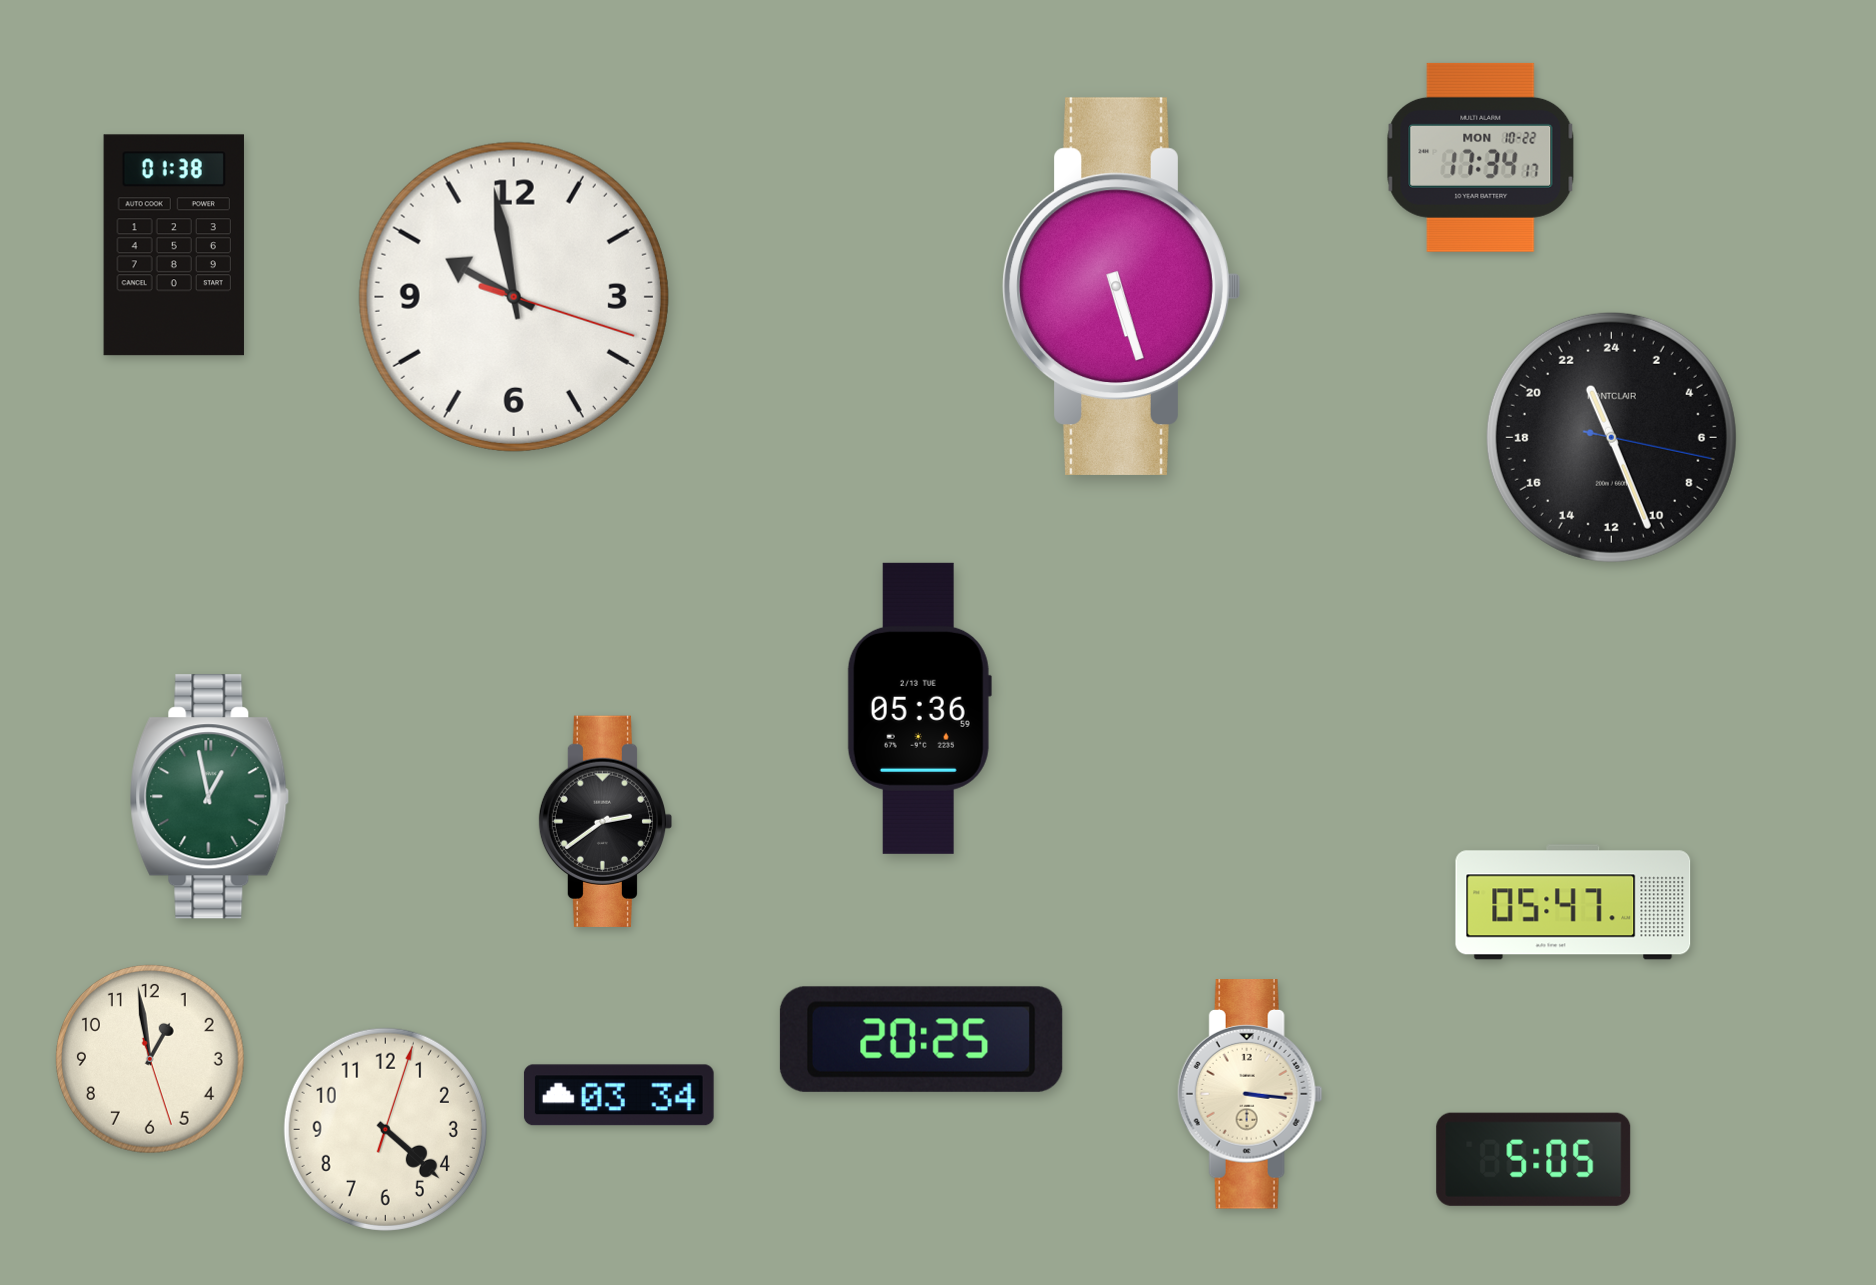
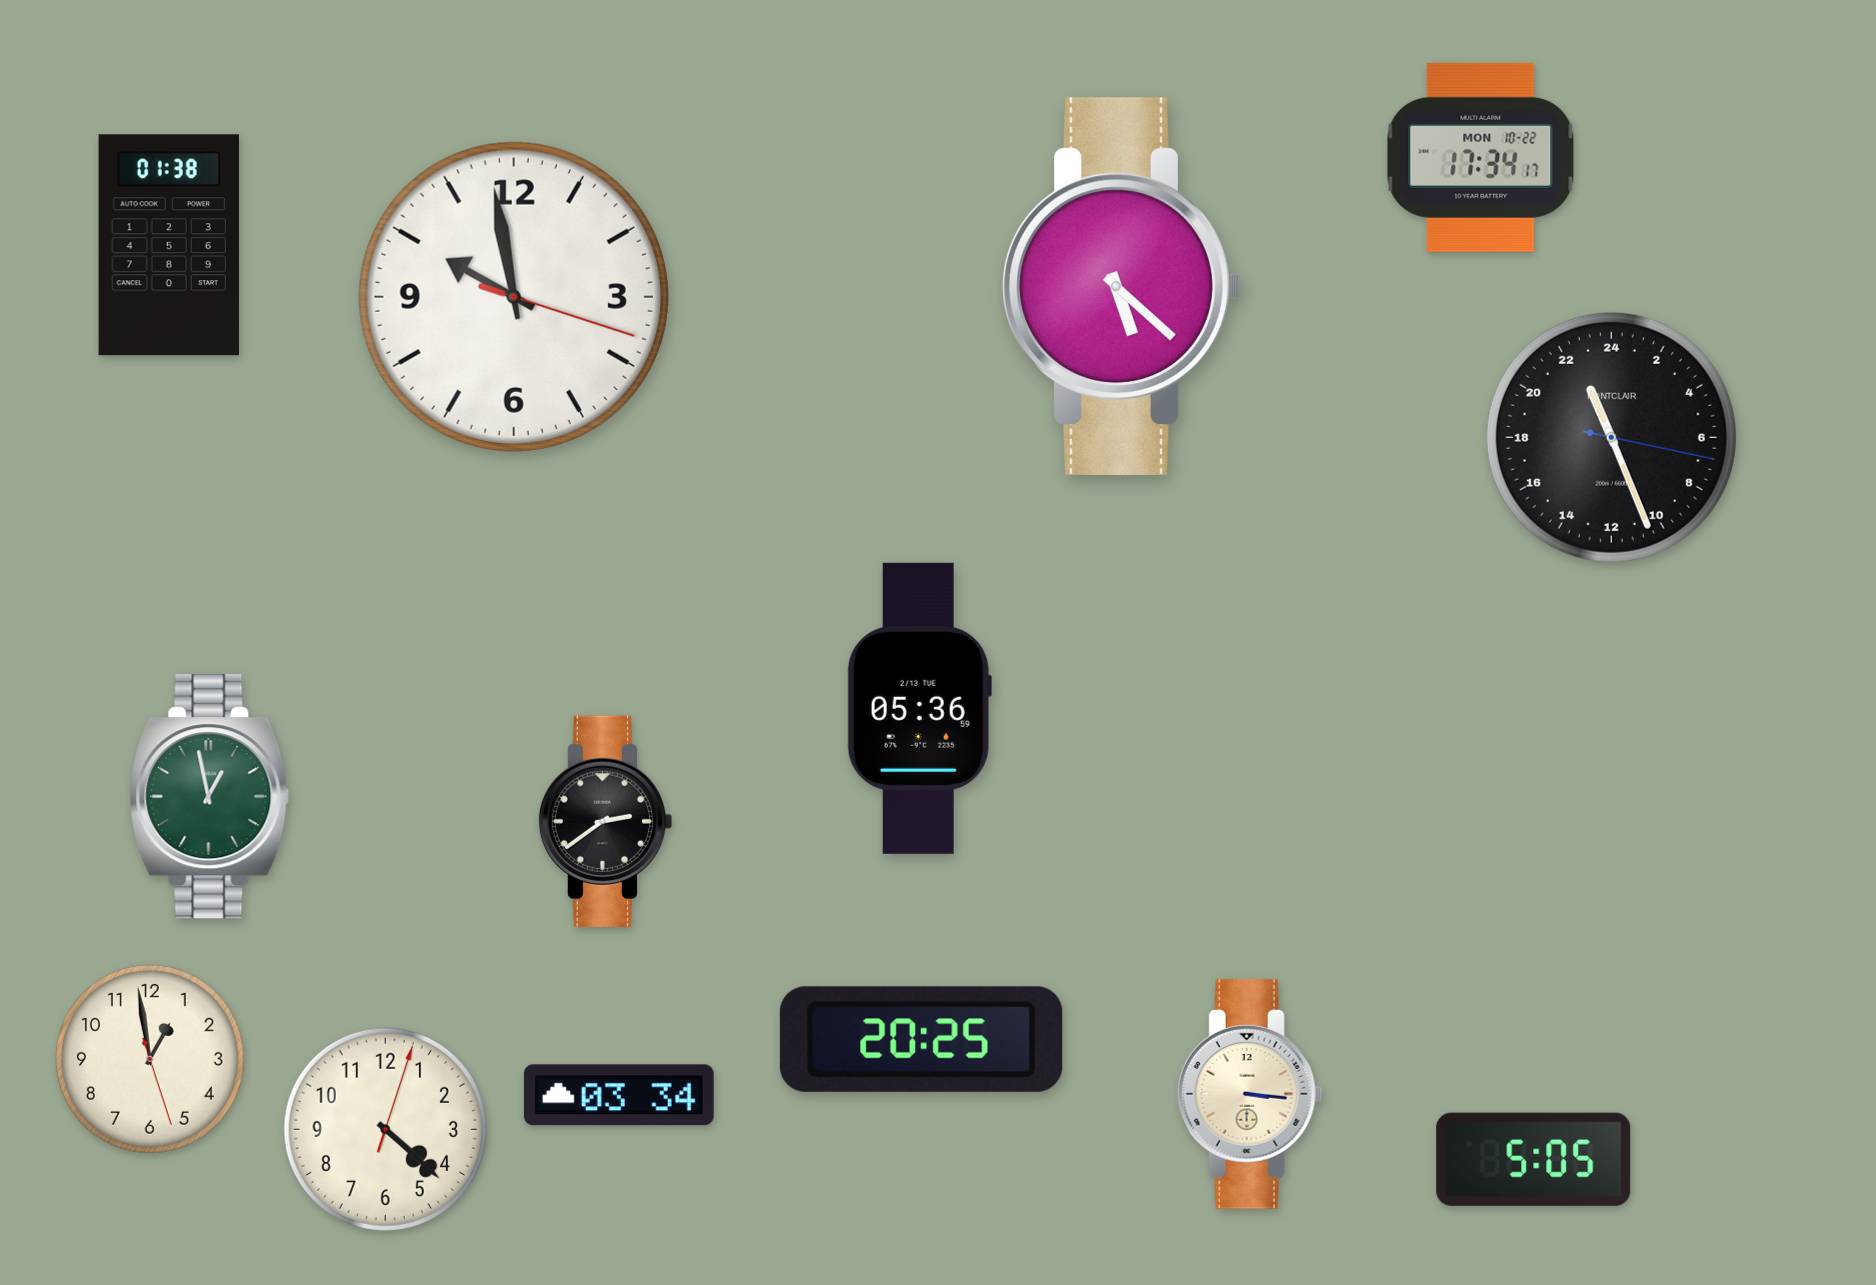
clock at (174, 245) position: (174, 245) -> (169, 245)
clock at (1122, 286): 5:27 -> 5:22
clock at (1573, 902): 05:47 -> none
